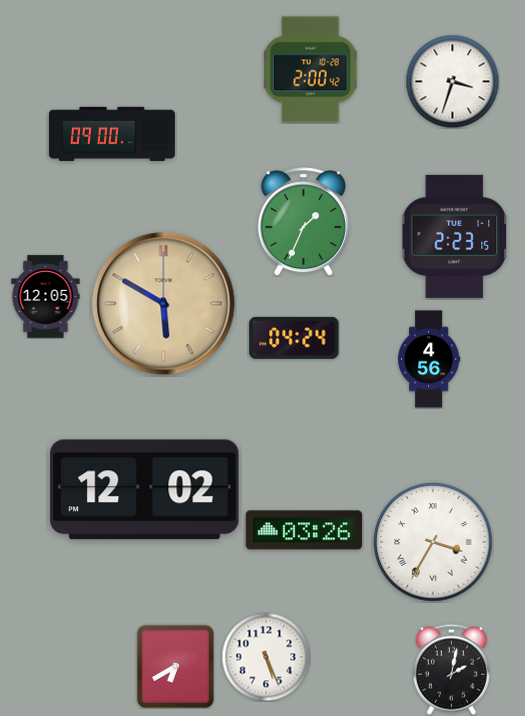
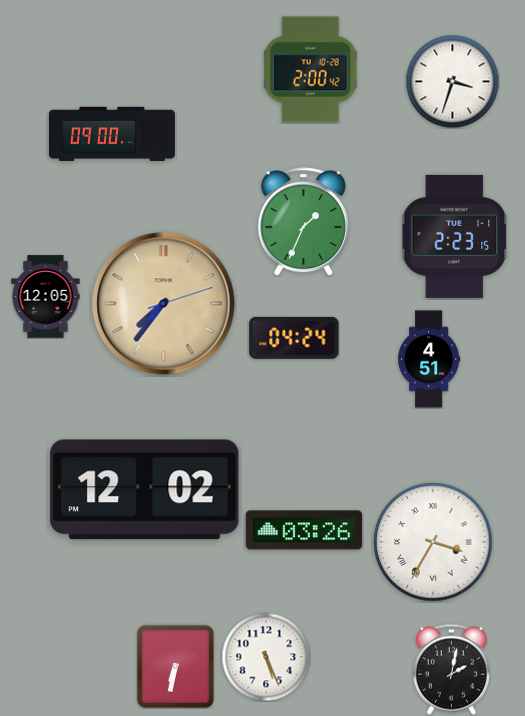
clock at (164, 304): 5:50 -> 7:36
clock at (430, 359): 4:56 -> 4:51
clock at (175, 666): 6:40 -> 6:32
